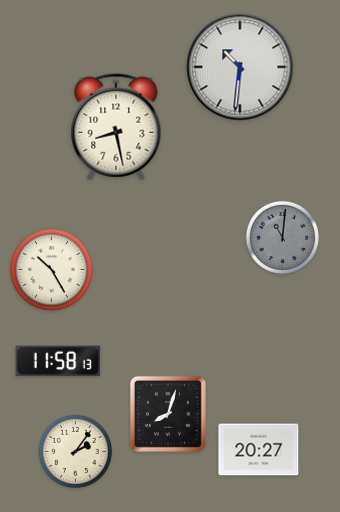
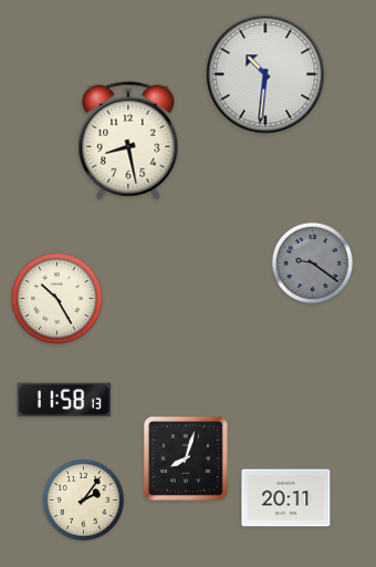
clock at (282, 237): 11:01 -> 9:21
clock at (259, 450): 20:27 -> 20:11
